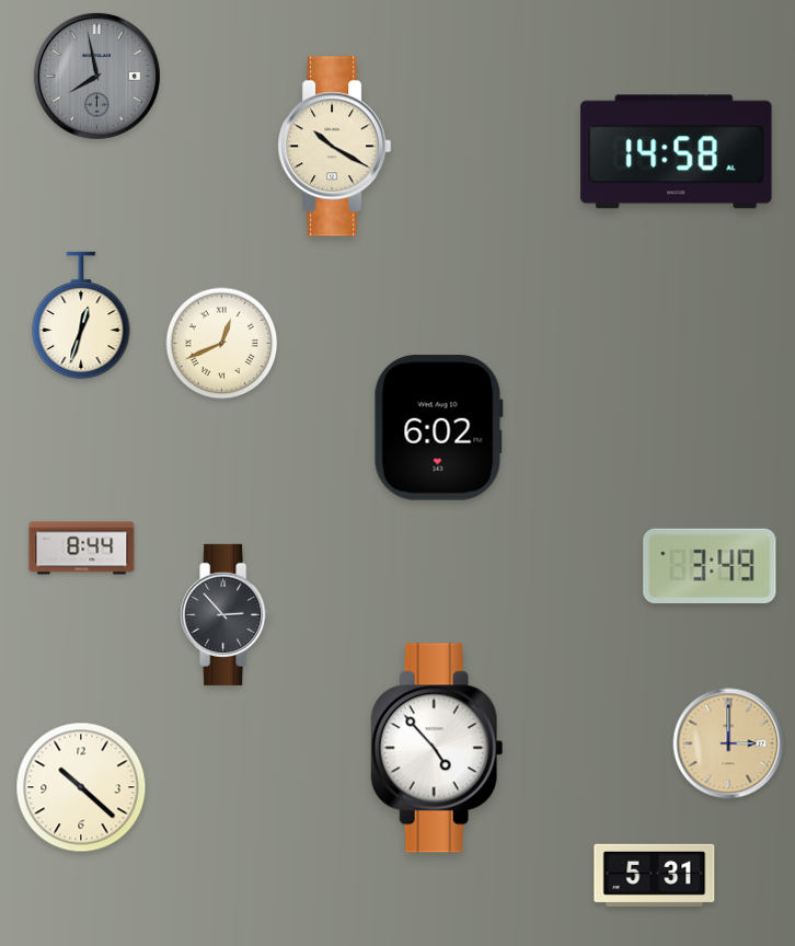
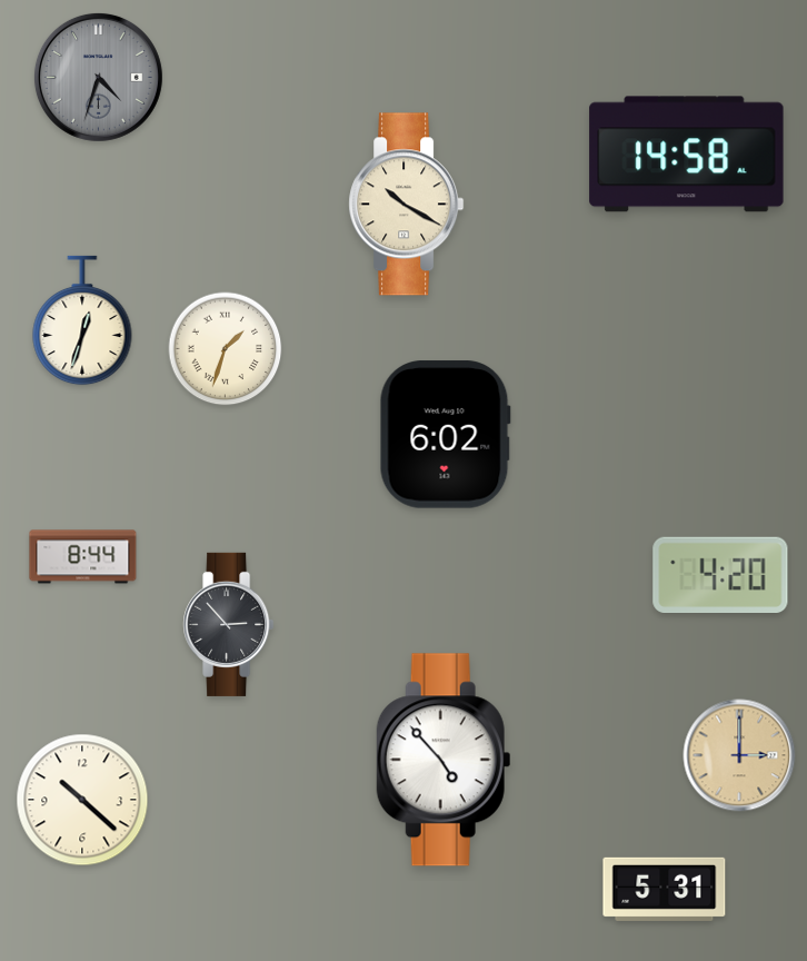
clock at (96, 76): 7:58 -> 4:33
clock at (335, 147) position: (335, 147) -> (407, 205)
clock at (222, 344): 12:41 -> 1:33
clock at (710, 565): 3:49 -> 4:20
